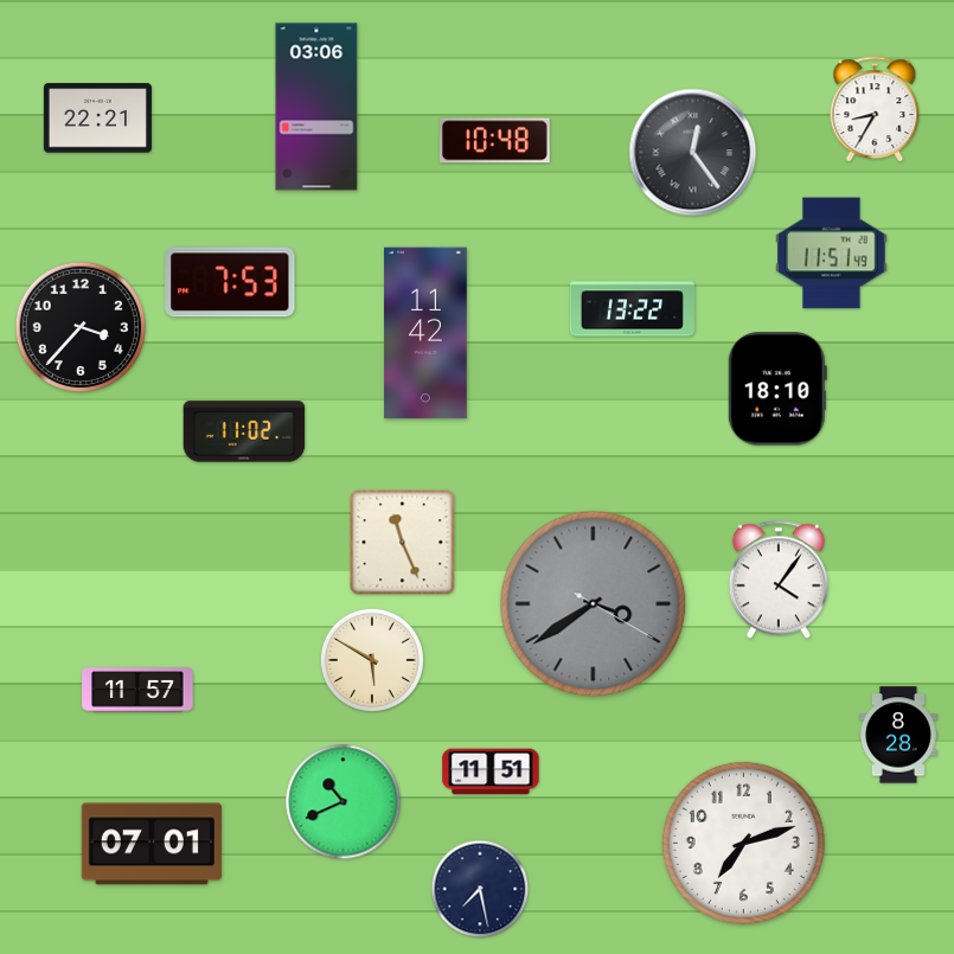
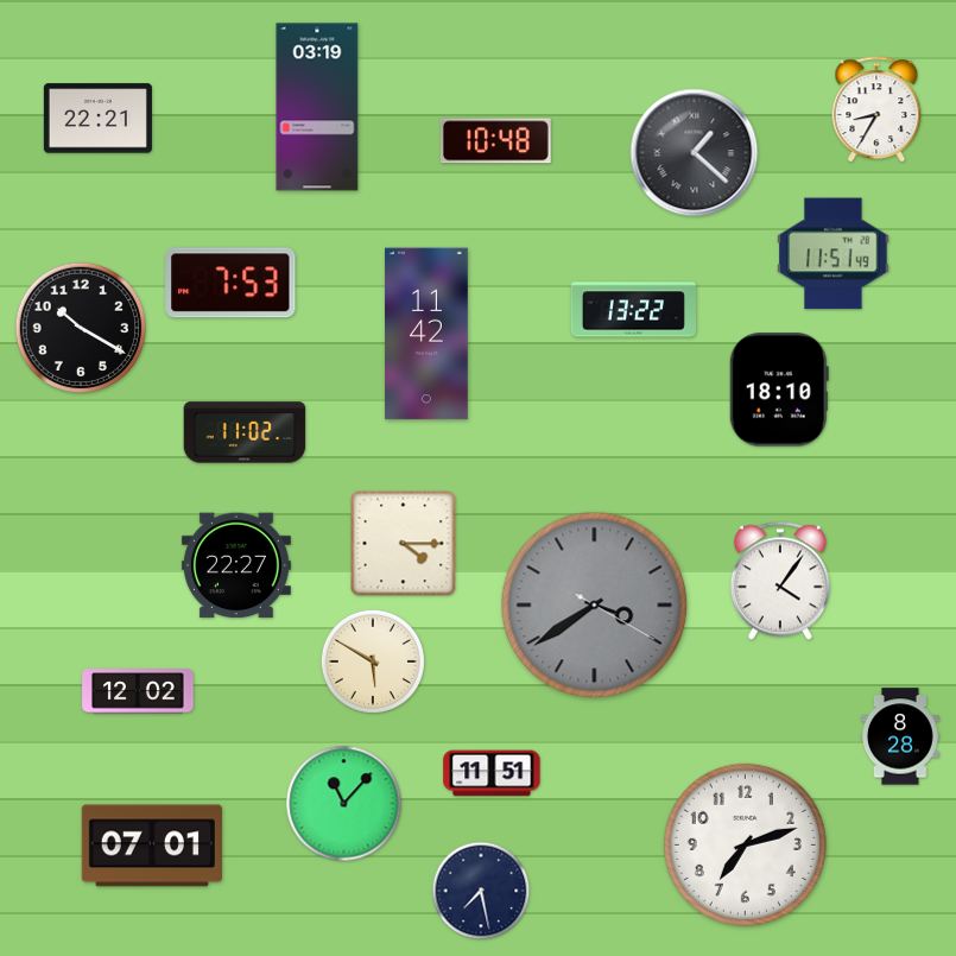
clock at (316, 107): 03:06 -> 03:19
clock at (693, 153): 12:24 -> 1:22
clock at (79, 327): 3:37 -> 10:20
clock at (403, 543): 11:26 -> 4:15
clock at (236, 565): none -> 22:27
clock at (137, 690): 11:57 -> 12:02
clock at (344, 802): 10:41 -> 11:07
